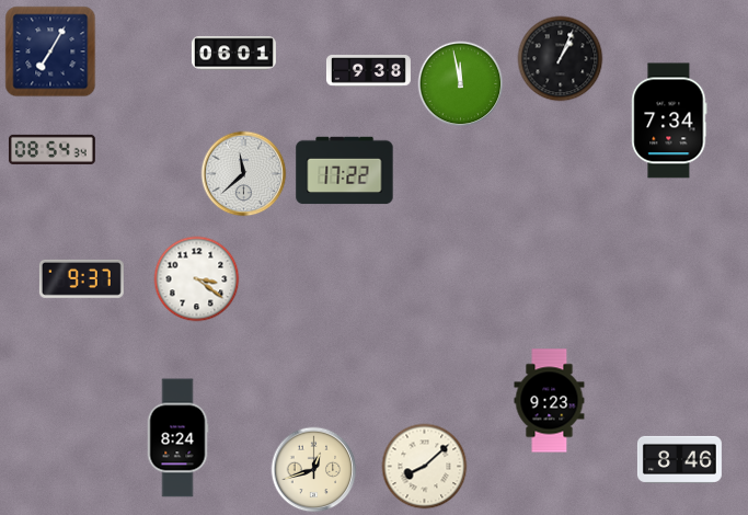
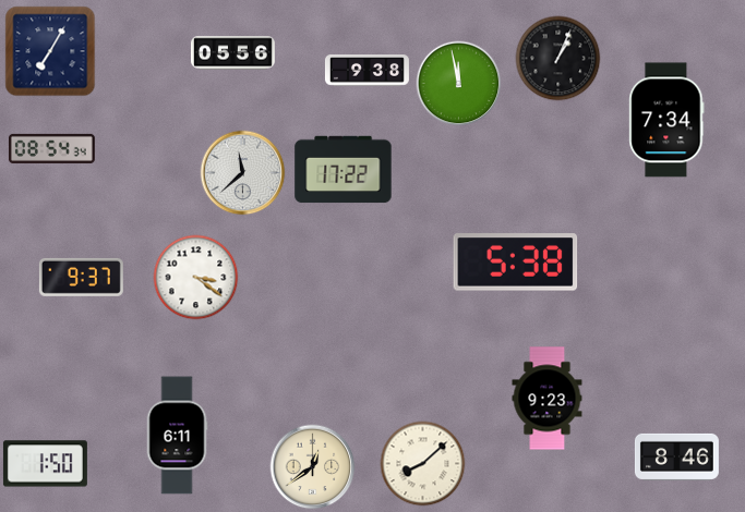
clock at (233, 54): 06:01 -> 05:56
clock at (516, 263): none -> 5:38
clock at (177, 438): 8:24 -> 6:11
clock at (45, 464): none -> 1:50
clock at (313, 469): 12:42 -> 12:39
